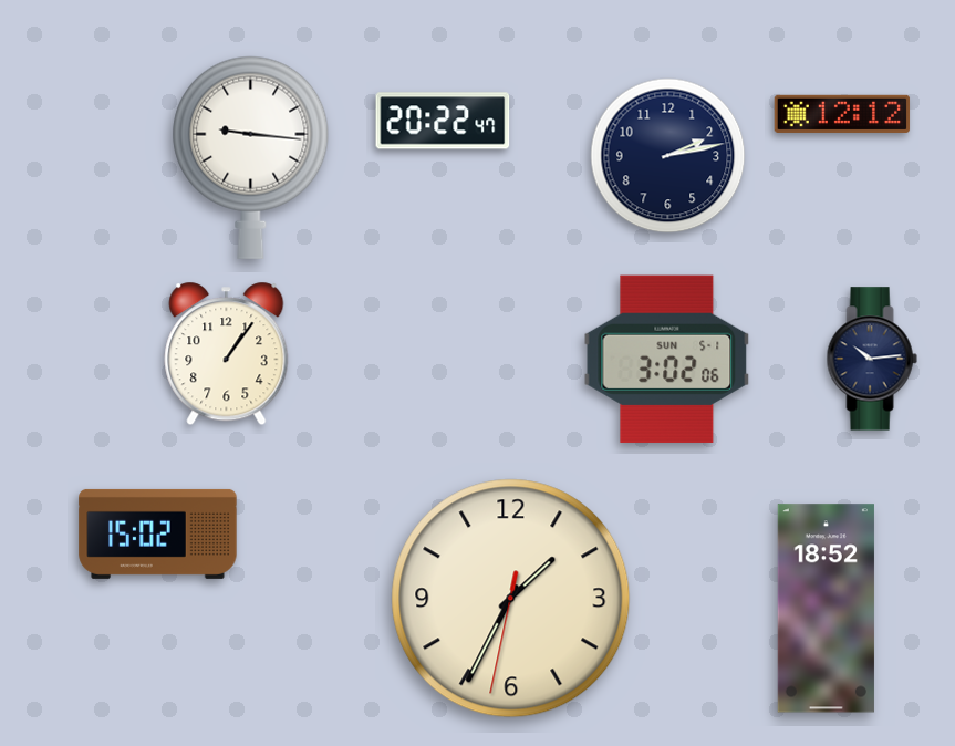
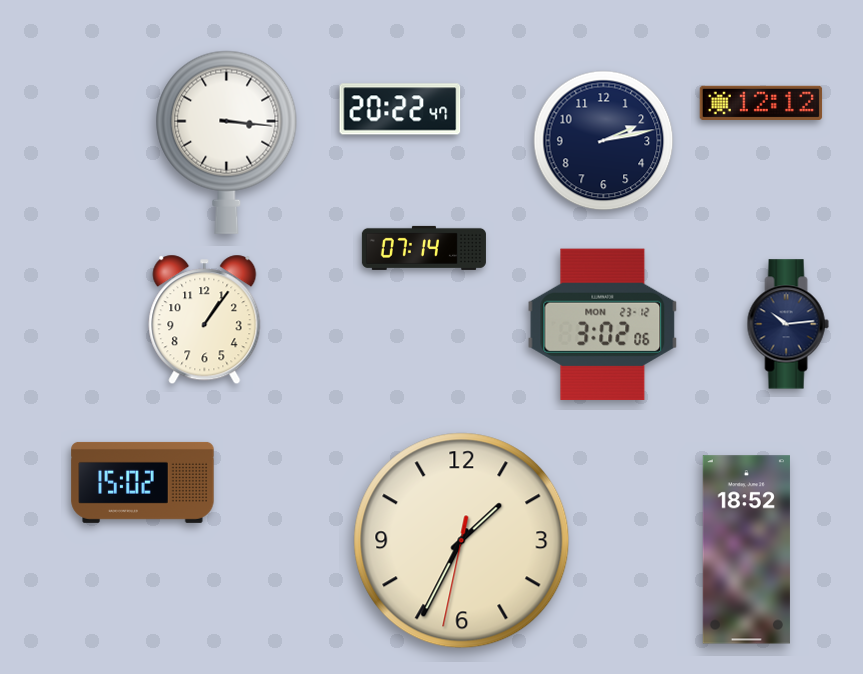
clock at (251, 157): 9:16 -> 3:16
clock at (424, 248): none -> 07:14
clock at (667, 359) date: SUN 5-1 -> MON 23-12
